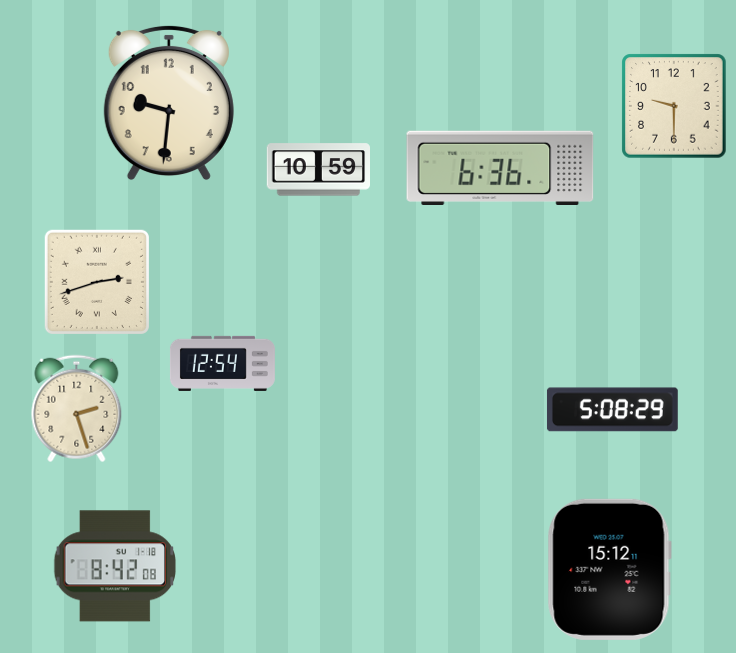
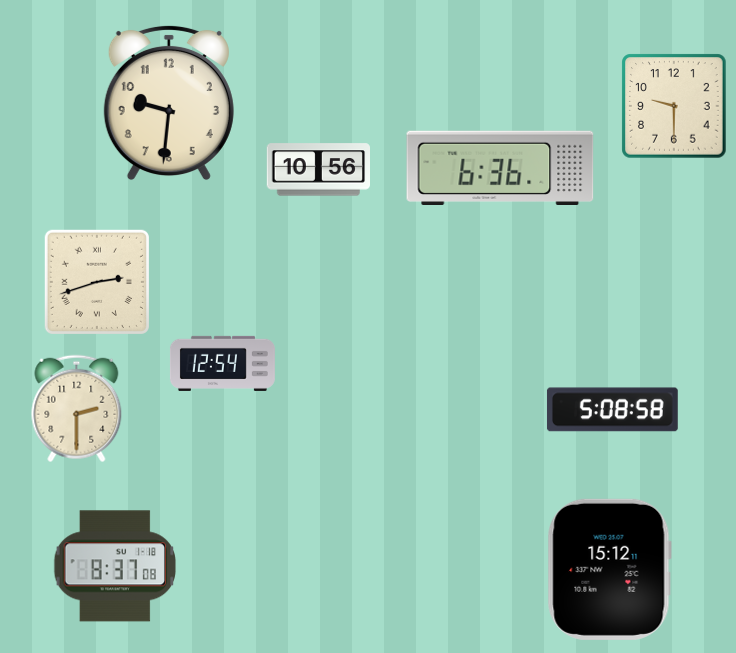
clock at (318, 170): 10:59 -> 10:56
clock at (77, 409): 2:27 -> 2:30
clock at (612, 410): 5:08:29 -> 5:08:58
clock at (114, 566): 8:42 -> 8:37
